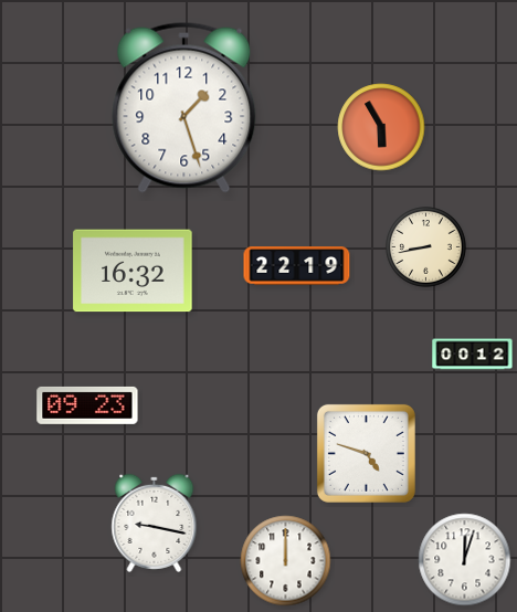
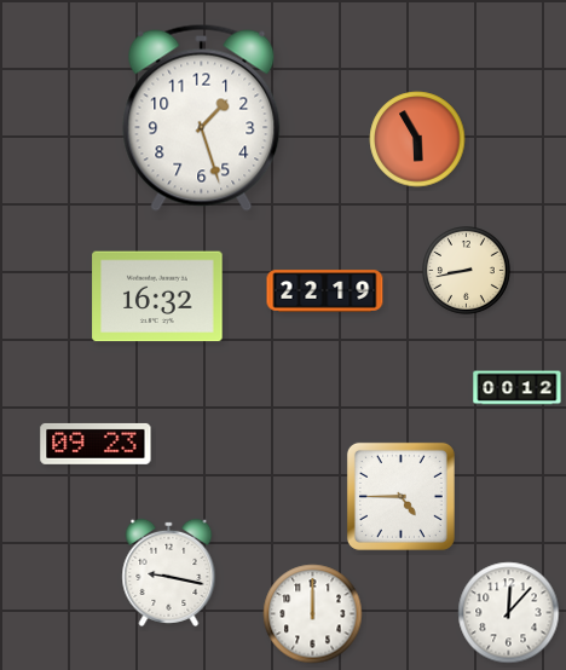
clock at (133, 271) position: (133, 271) -> (157, 296)
clock at (366, 453): 4:48 -> 4:45
clock at (465, 560): 12:03 -> 12:07
